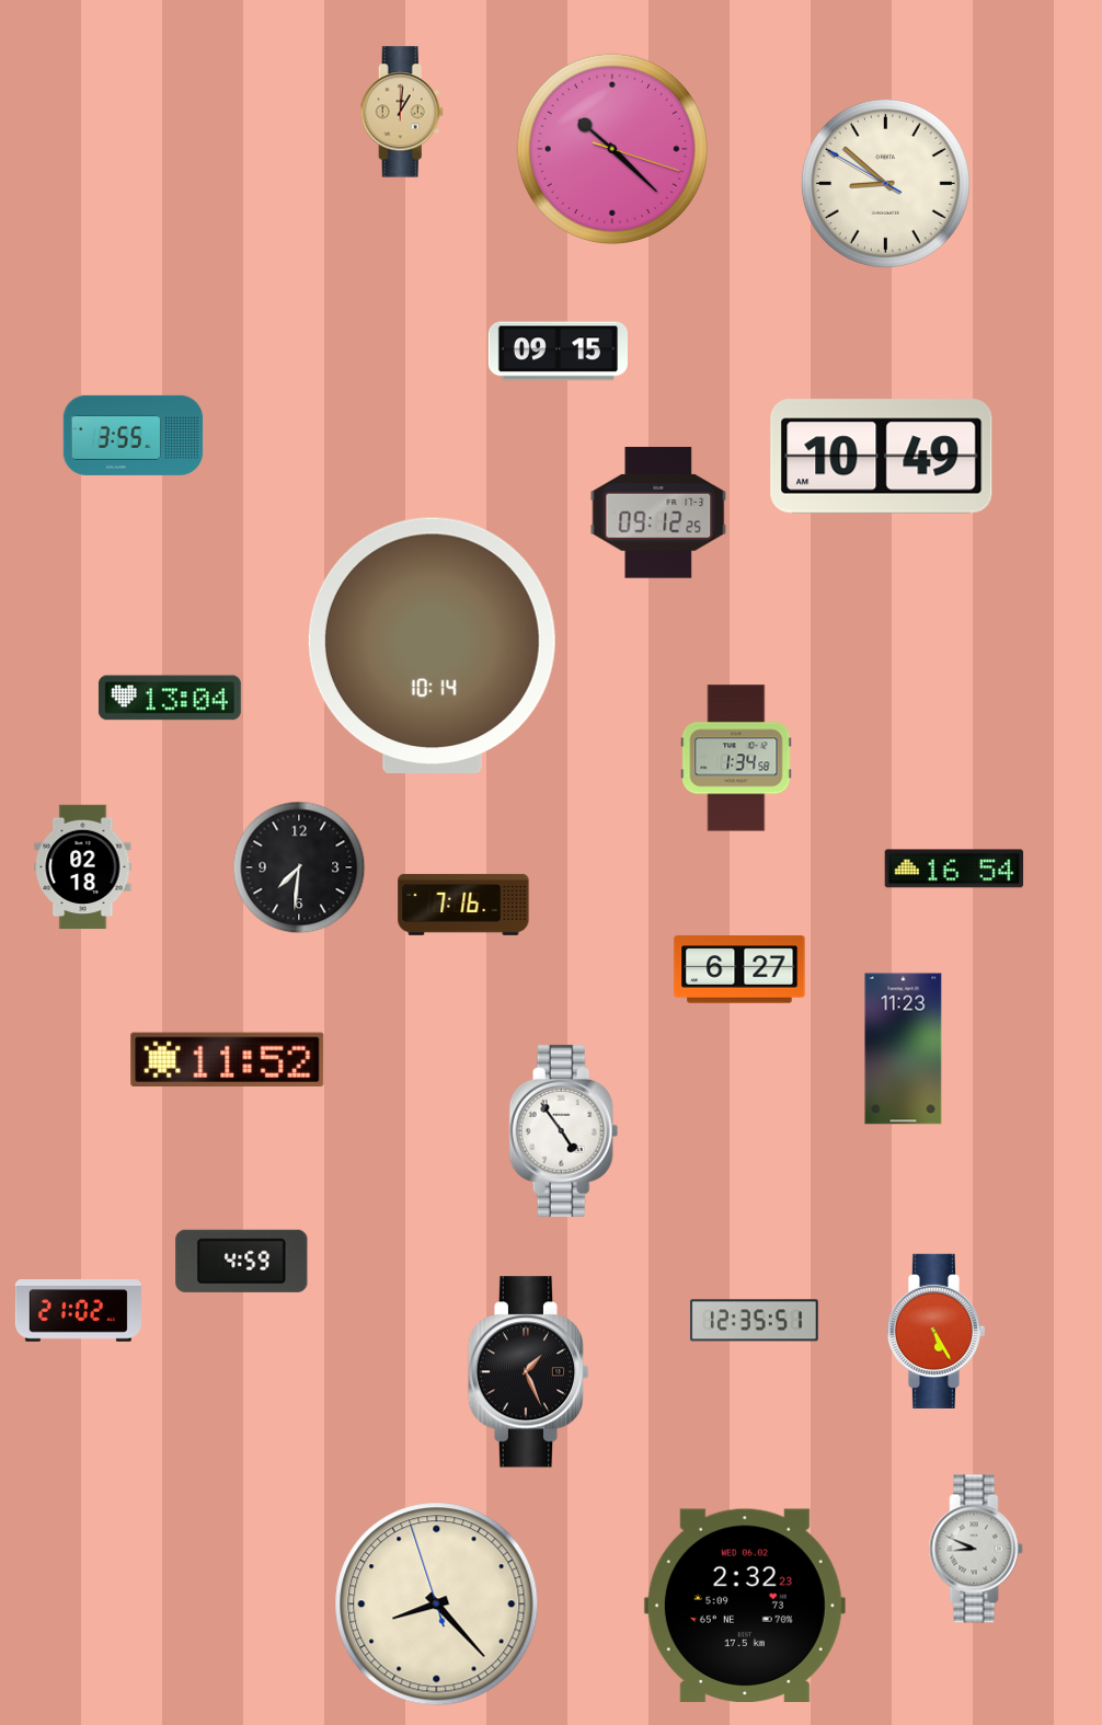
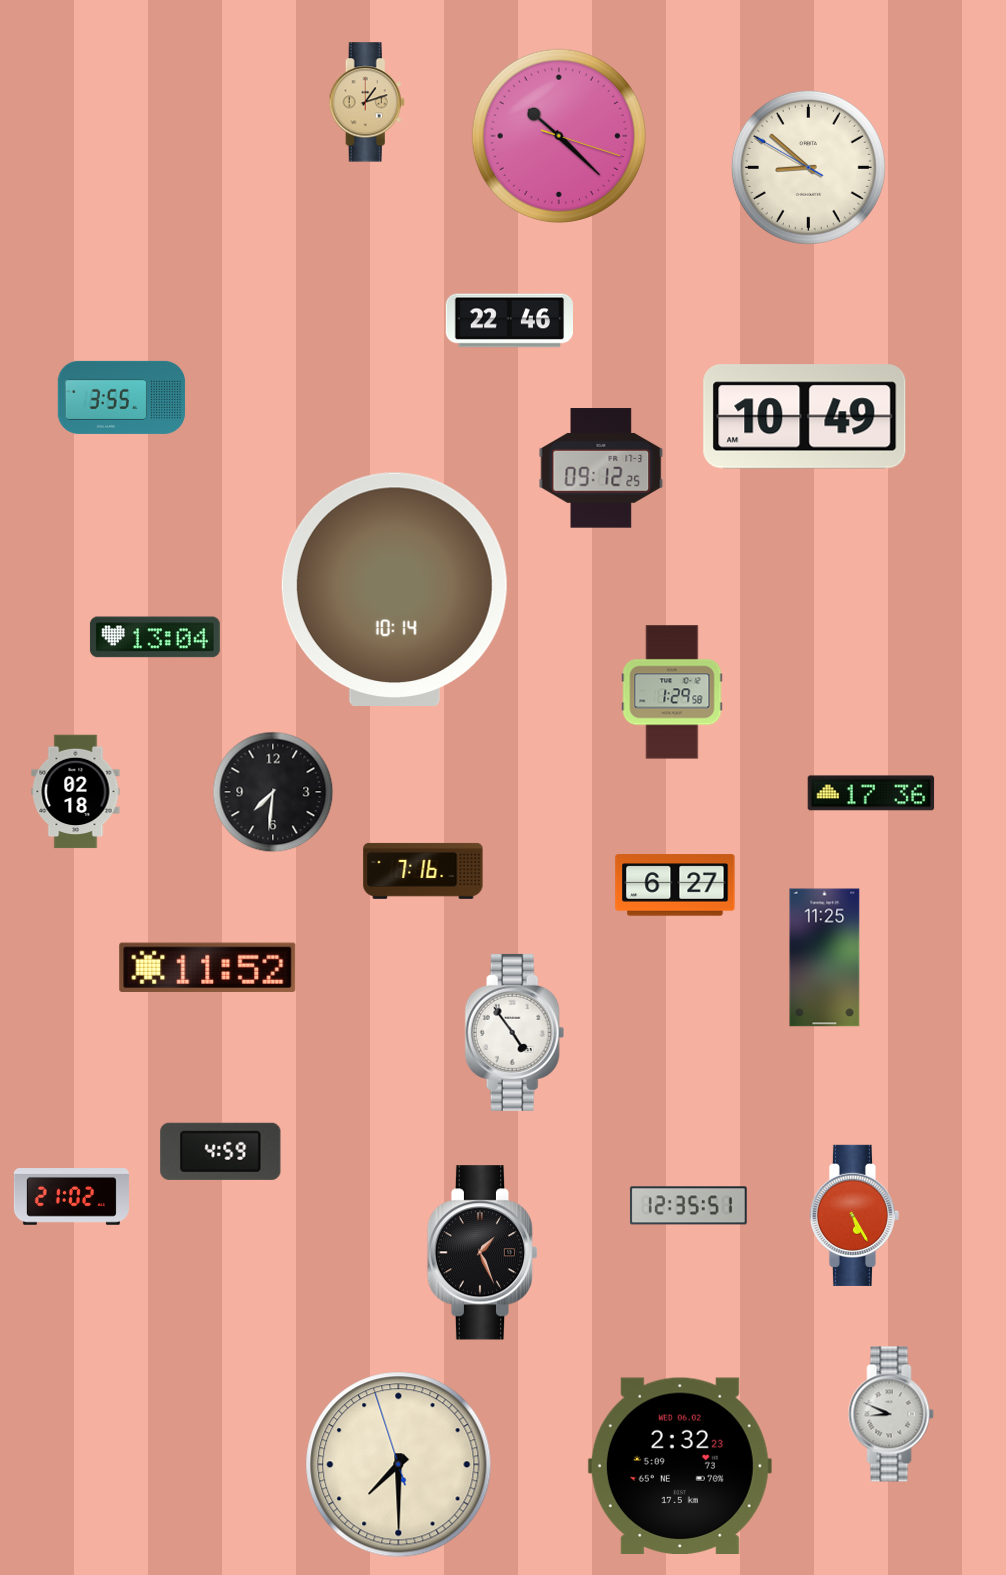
clock at (402, 112): 1:01 -> 1:12
clock at (558, 352): 09:15 -> 22:46
clock at (736, 758): 1:34 -> 1:29
clock at (954, 869): 16:54 -> 17:36
clock at (463, 905) position: (463, 905) -> (423, 871)
clock at (904, 1049): 11:23 -> 11:25
clock at (437, 1605): 8:22 -> 7:29
